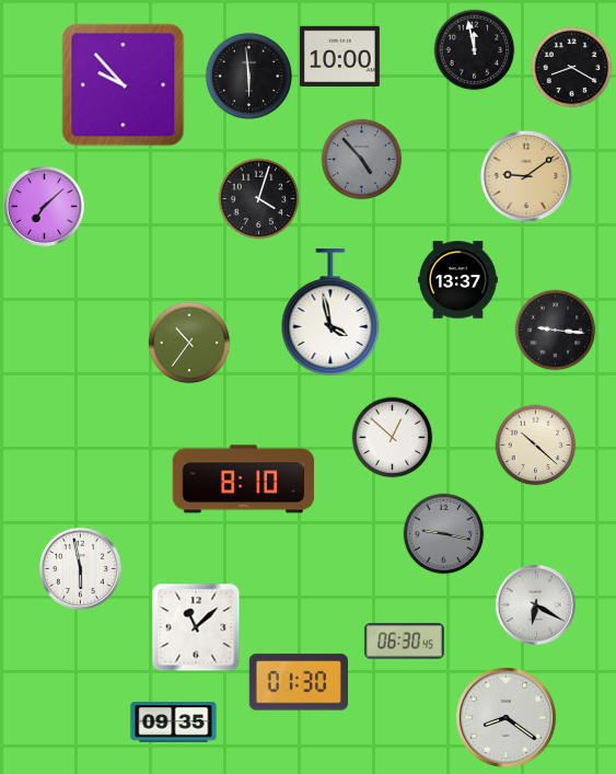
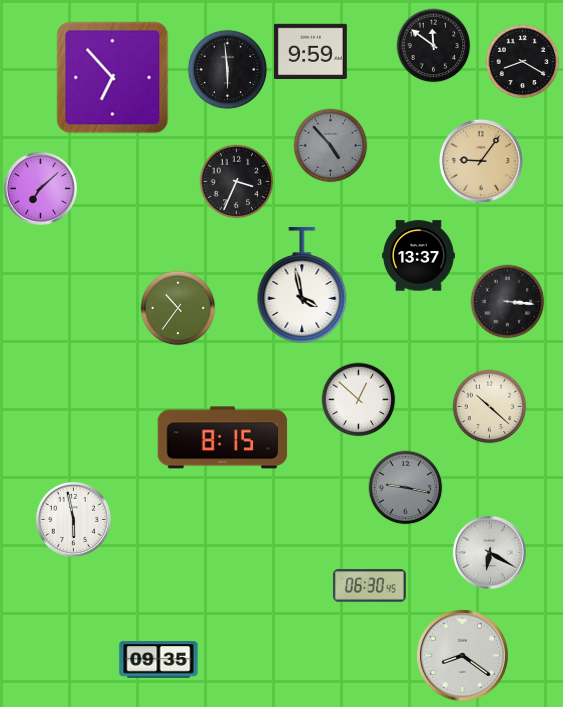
clock at (475, 50): 11:58 -> 11:51
clock at (339, 57): 10:00 -> 9:59
clock at (124, 85): 9:53 -> 6:53
clock at (526, 176): 9:09 -> 9:06
clock at (259, 199): 4:03 -> 3:34
clock at (556, 331): 9:16 -> 3:16
clock at (189, 343) position: (189, 343) -> (178, 308)
clock at (244, 480): 8:10 -> 8:15
clock at (196, 627): 11:08 -> none
clock at (299, 682): 01:30 -> none
